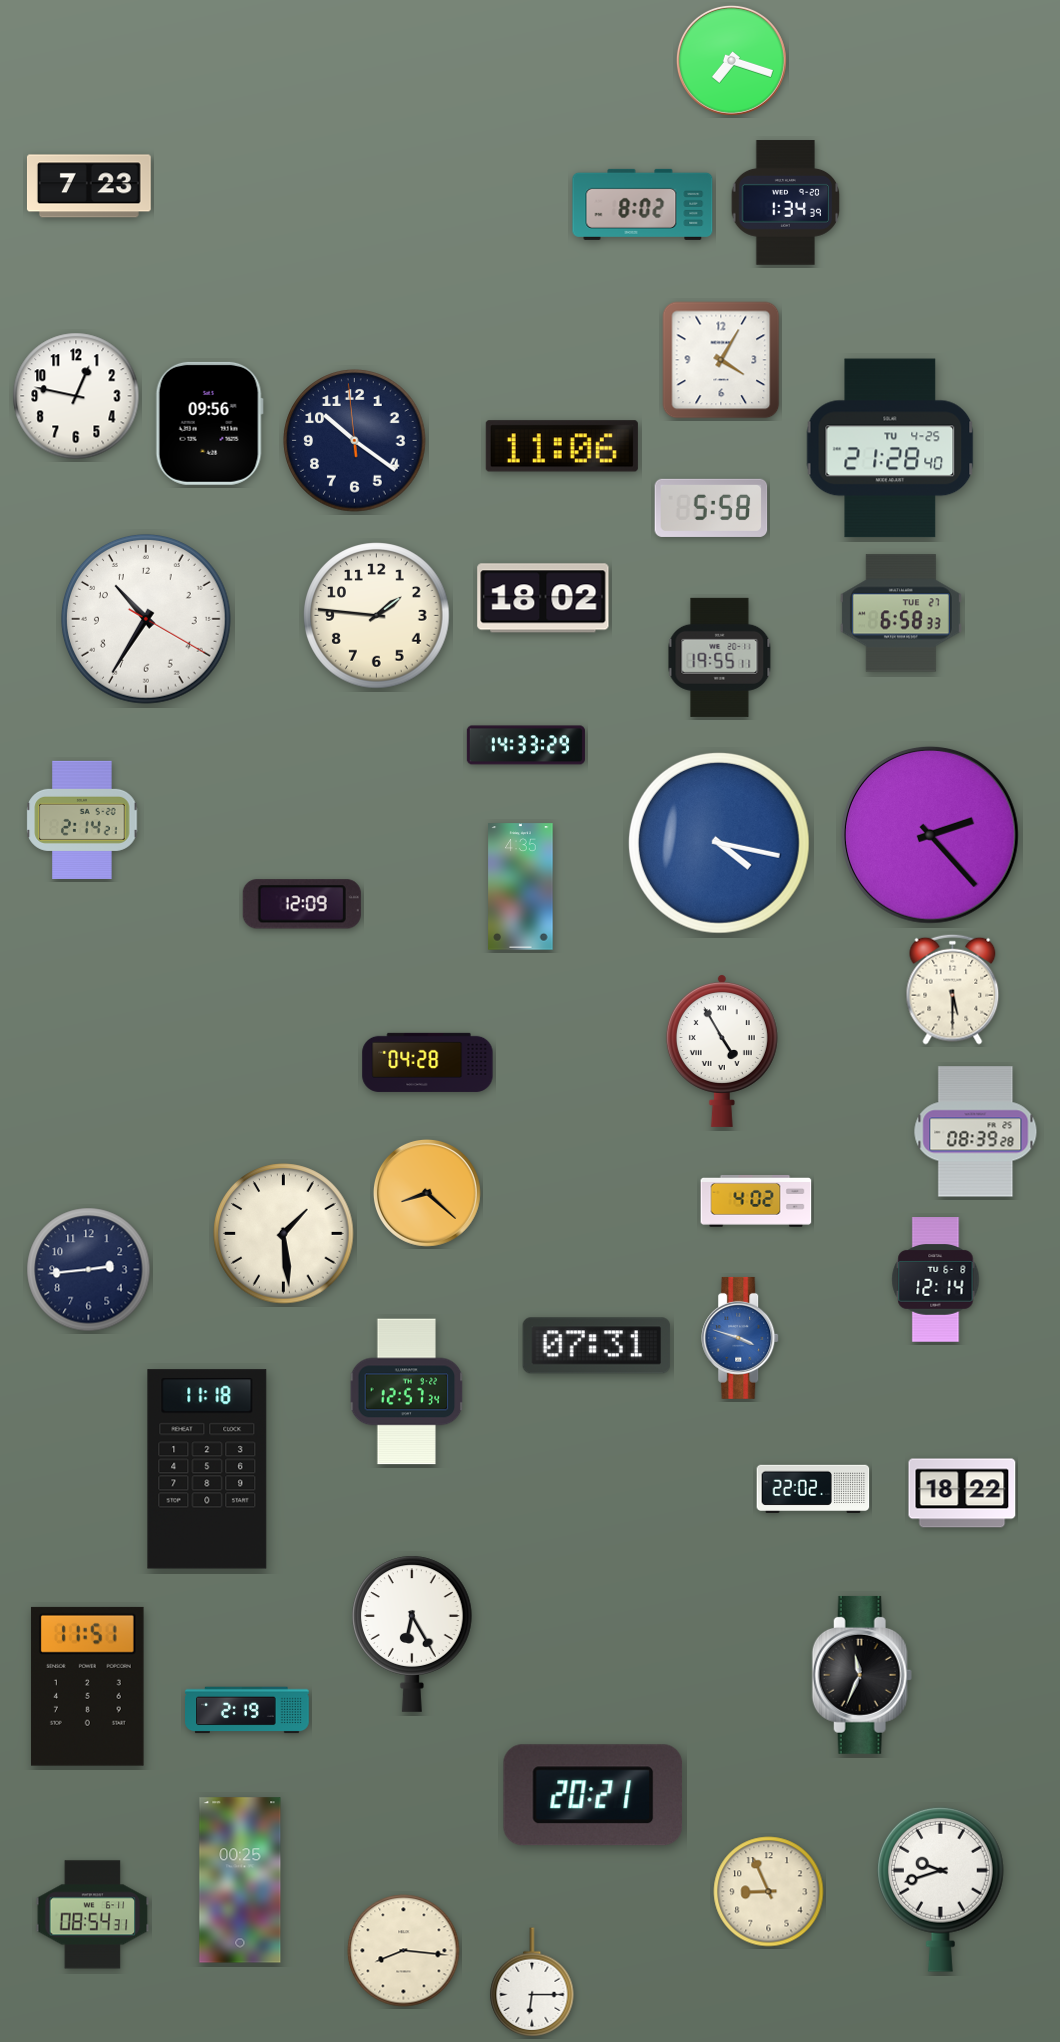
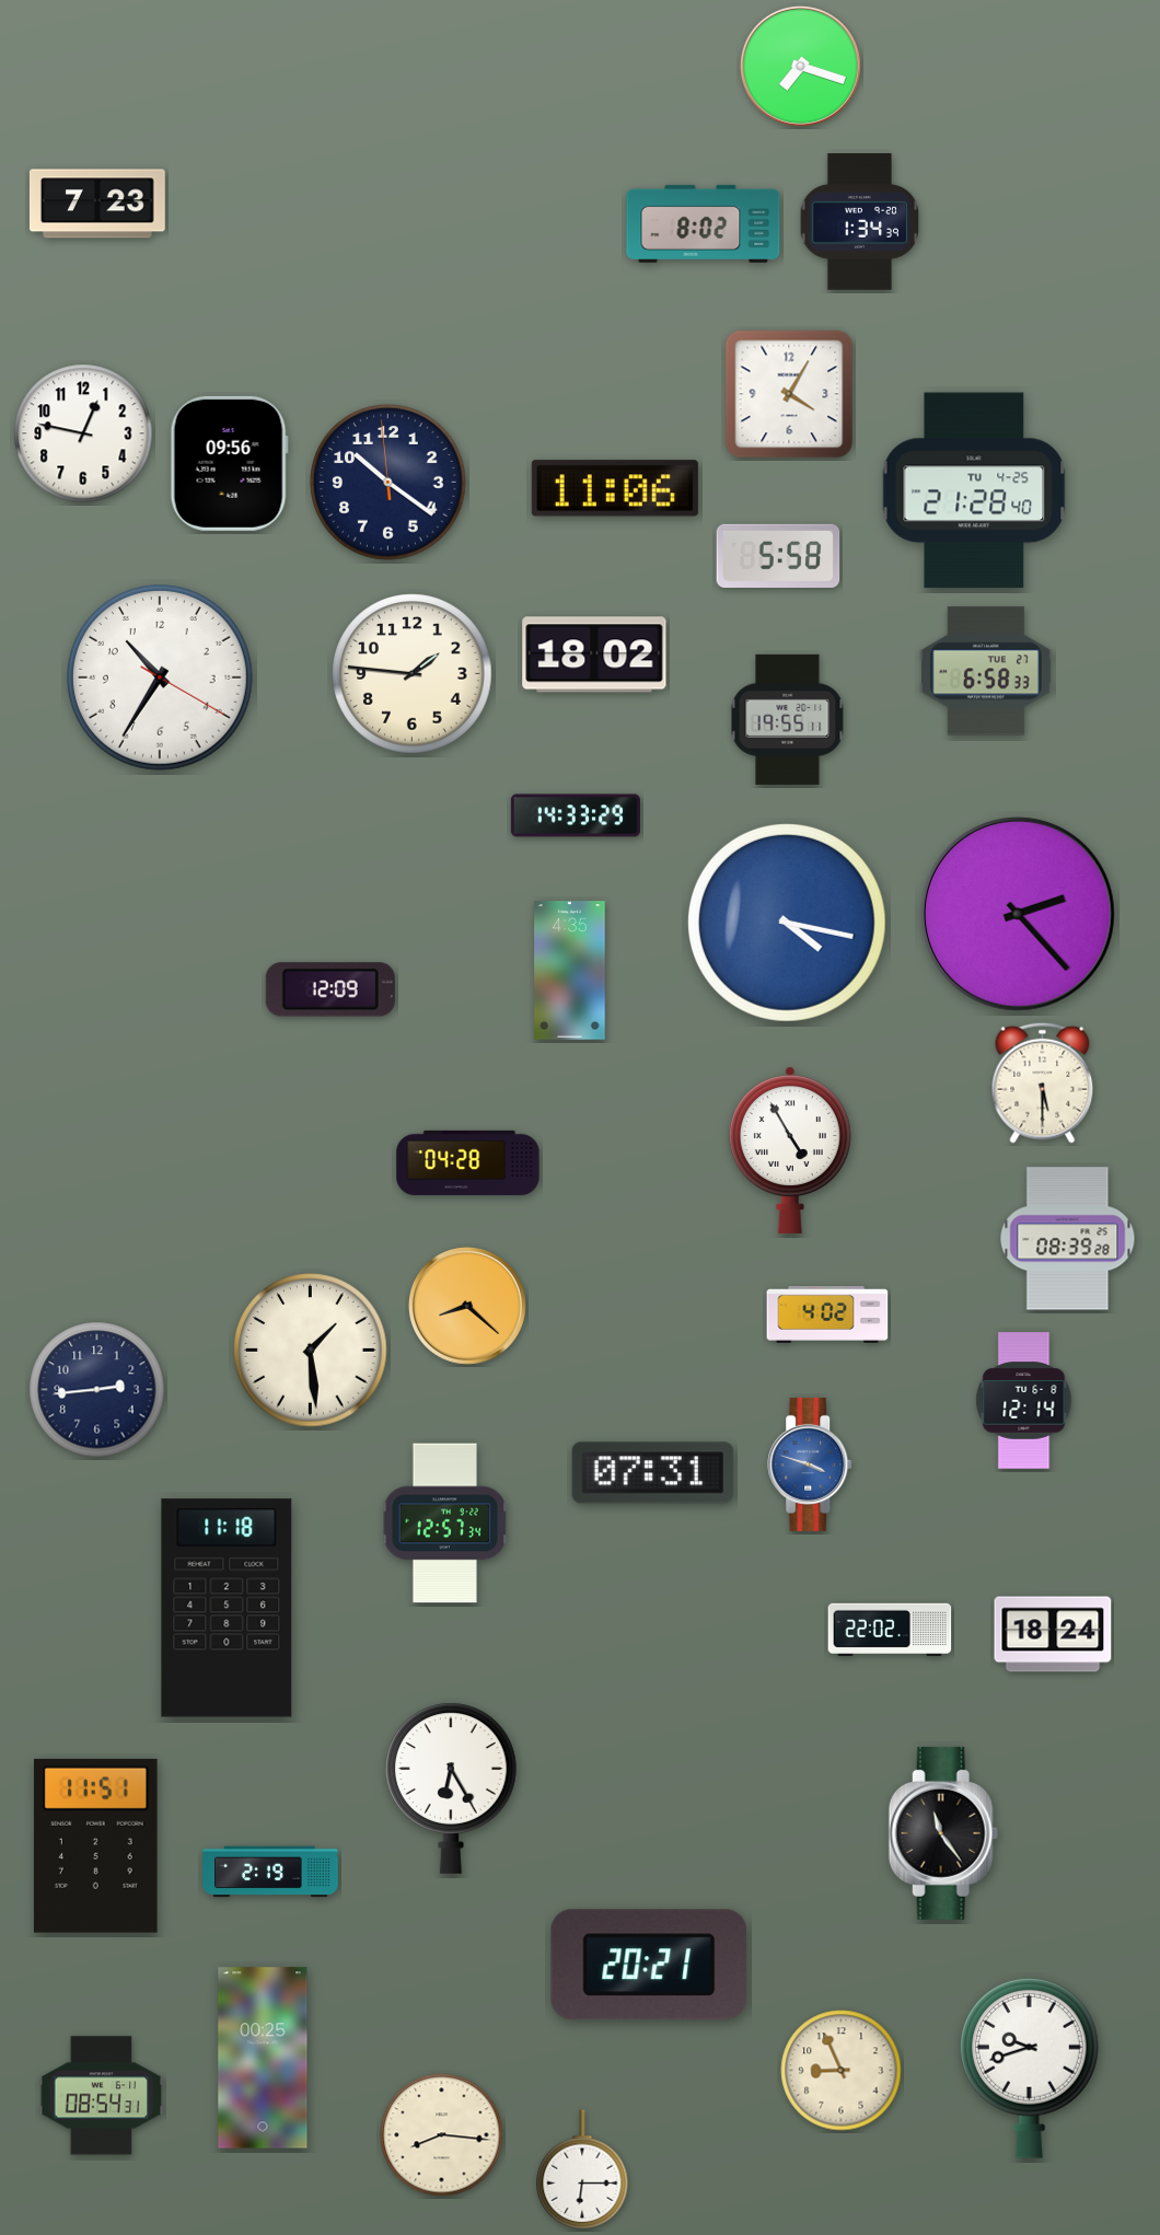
clock at (82, 820): 2:14 -> none
clock at (962, 1493): 18:22 -> 18:24
clock at (862, 1675): 11:34 -> 11:24
